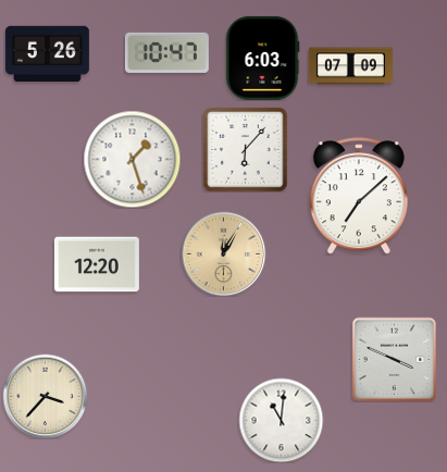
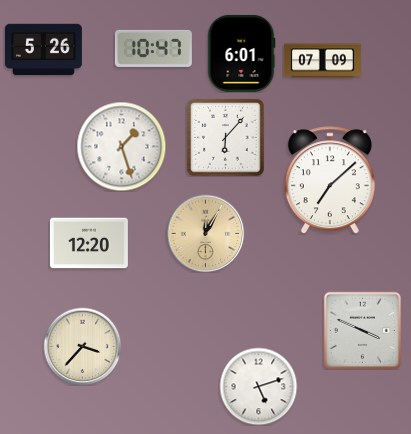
clock at (262, 58): 6:03 -> 6:01
clock at (45, 396) position: (45, 396) -> (82, 346)
clock at (281, 420): 11:01 -> 5:12
